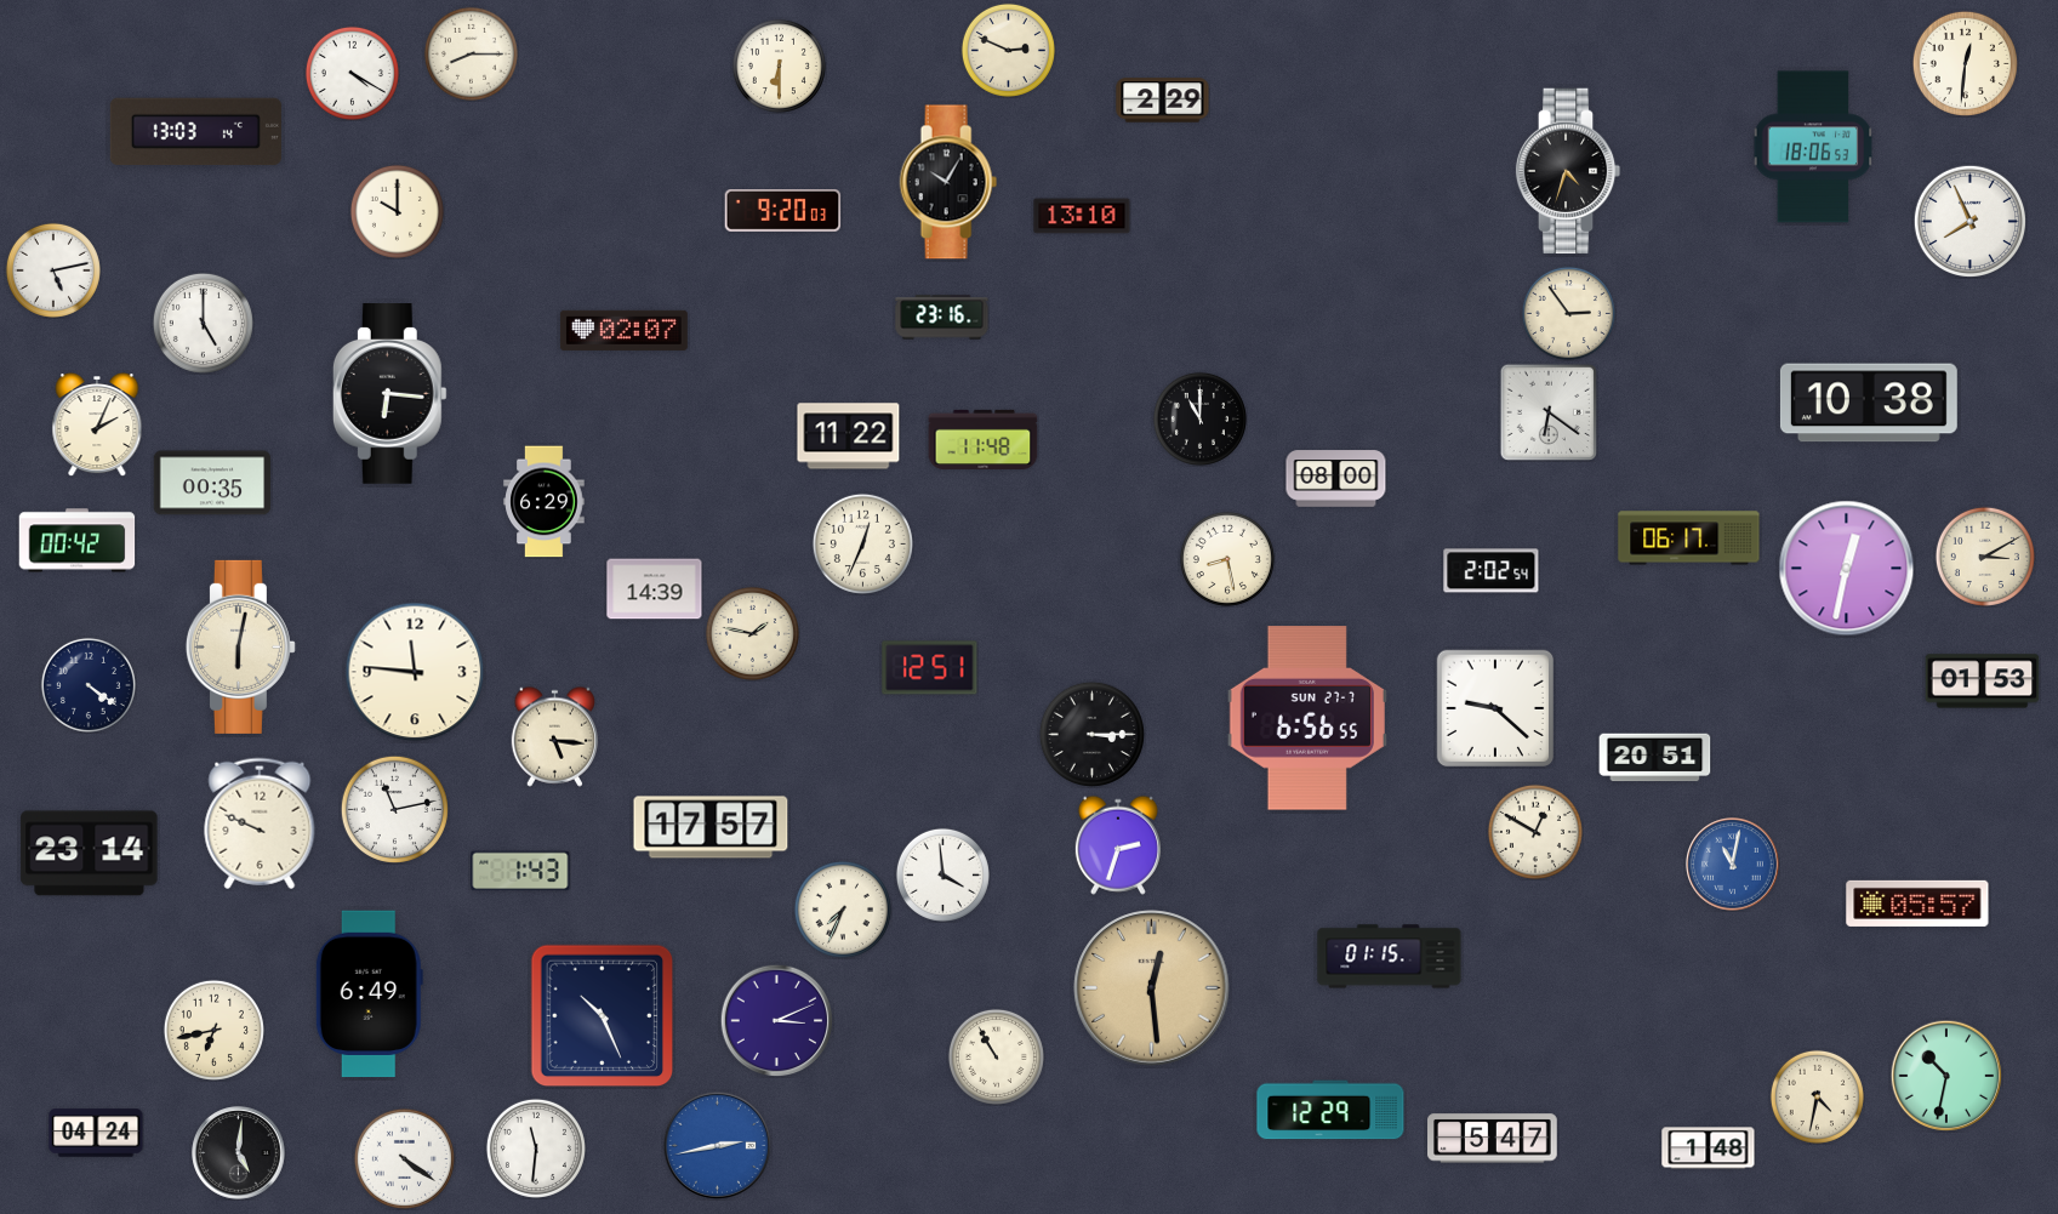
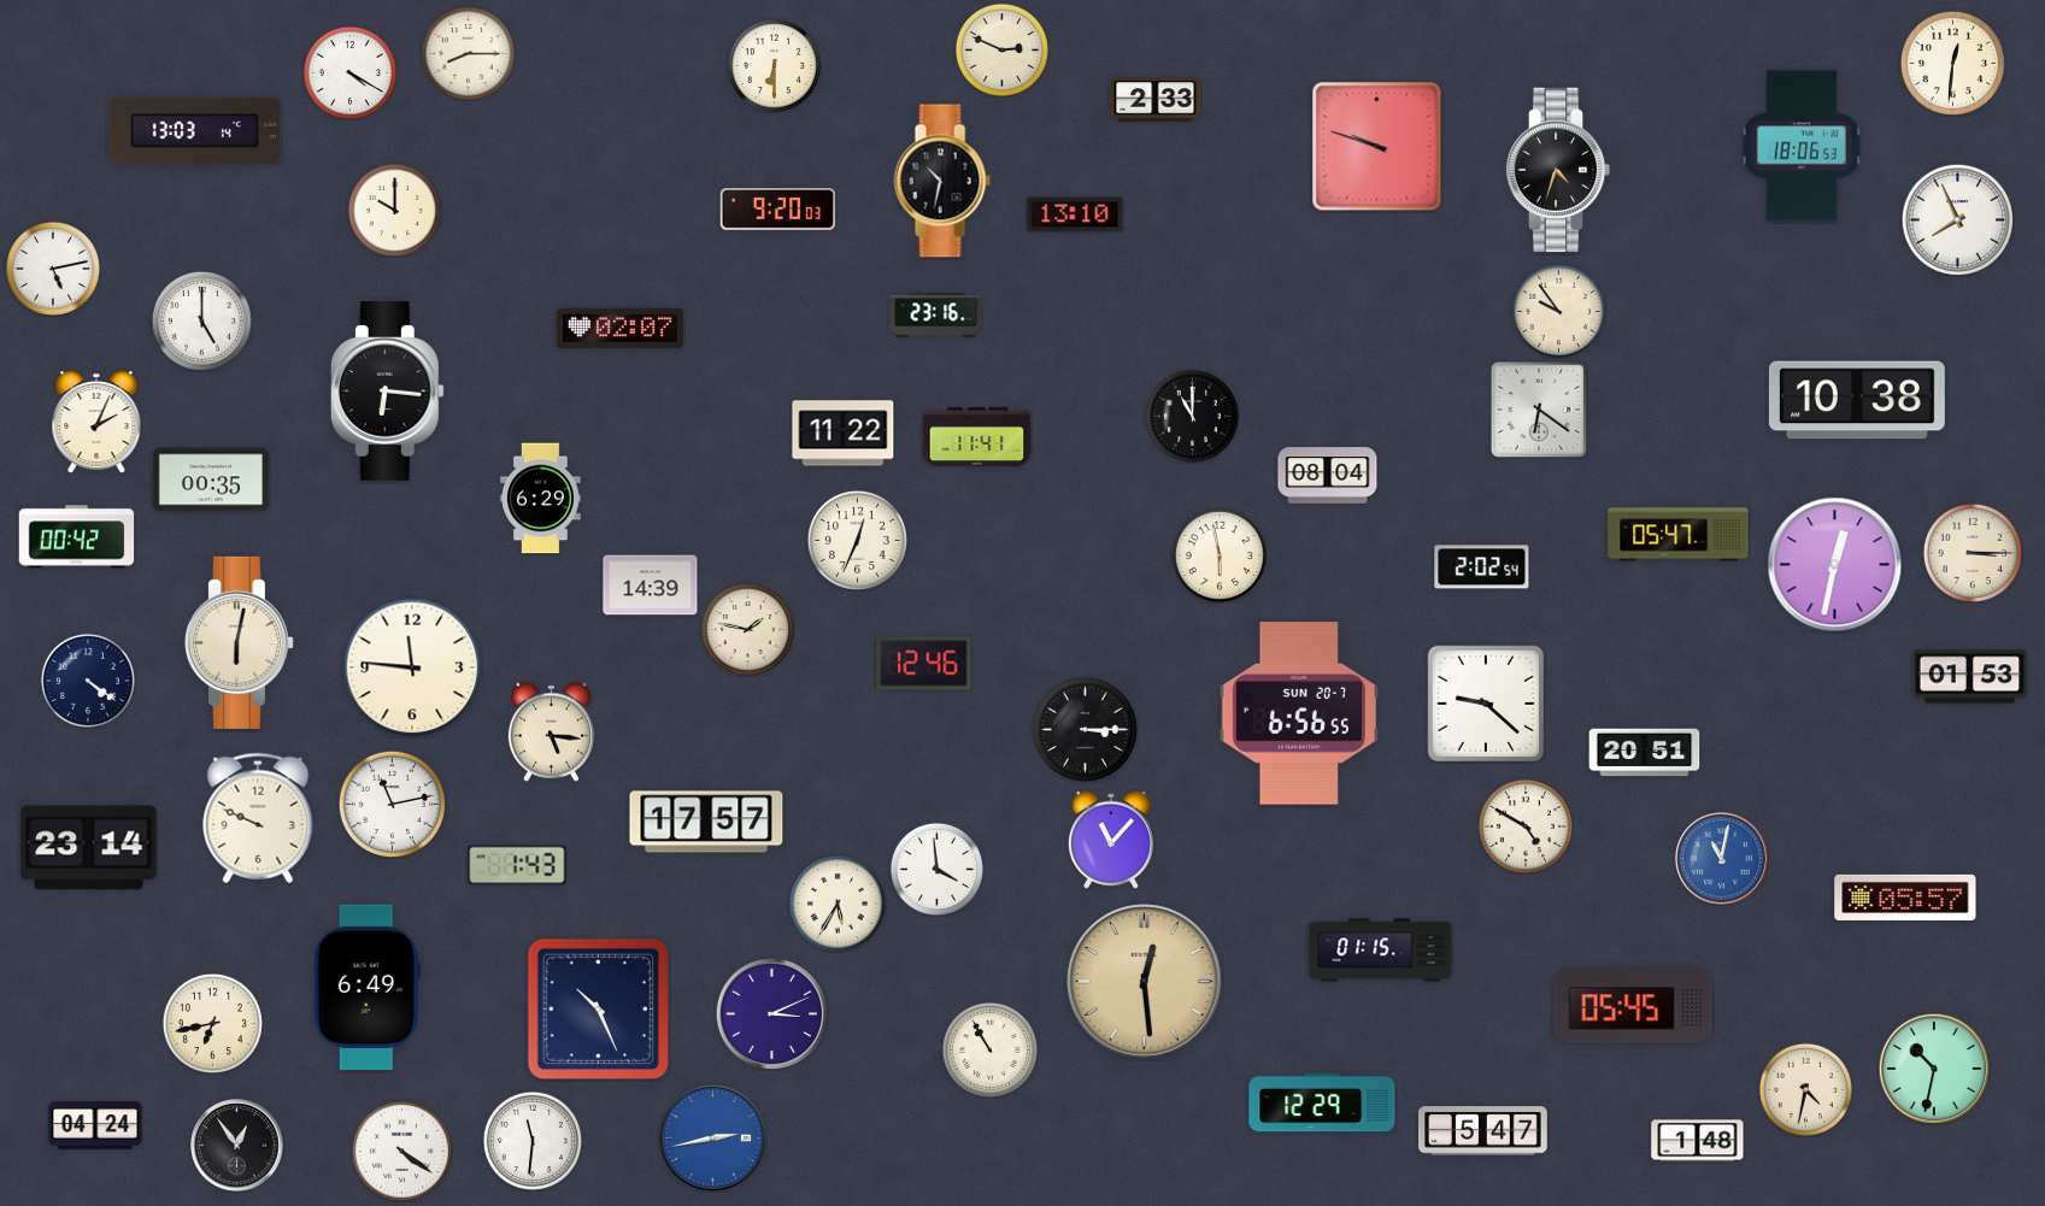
clock at (1163, 101): 2:29 -> 2:33
clock at (1377, 147): none -> 9:48
clock at (948, 182): 10:05 -> 10:32
clock at (1568, 313): 2:54 -> 9:54
clock at (984, 439): 11:48 -> 11:41
clock at (1336, 479): 08:00 -> 08:04
clock at (1689, 538): 06:17 -> 05:47
clock at (1985, 557): 3:10 -> 3:15
clock at (1227, 559): 8:28 -> 5:58
clock at (930, 668): 12:51 -> 12:46
clock at (1307, 718) date: SUN 27-7 -> SUN 20-7
clock at (1535, 832): 12:50 -> 4:50
clock at (1118, 845): 2:33 -> 11:07
clock at (843, 910): 7:34 -> 5:35
clock at (1633, 1005): none -> 05:45
clock at (239, 1153): 5:01 -> 12:54
